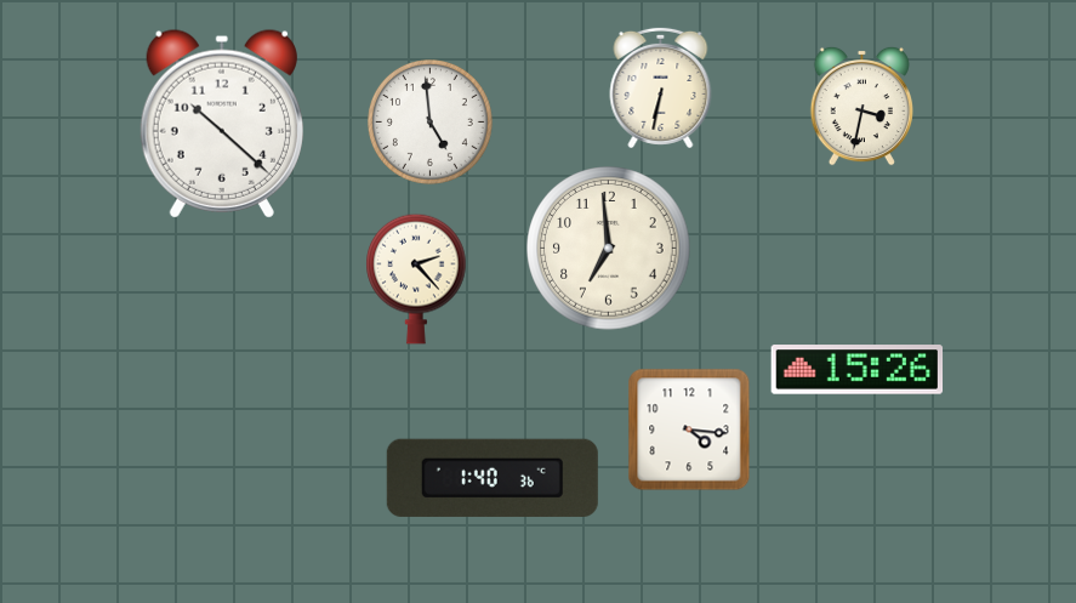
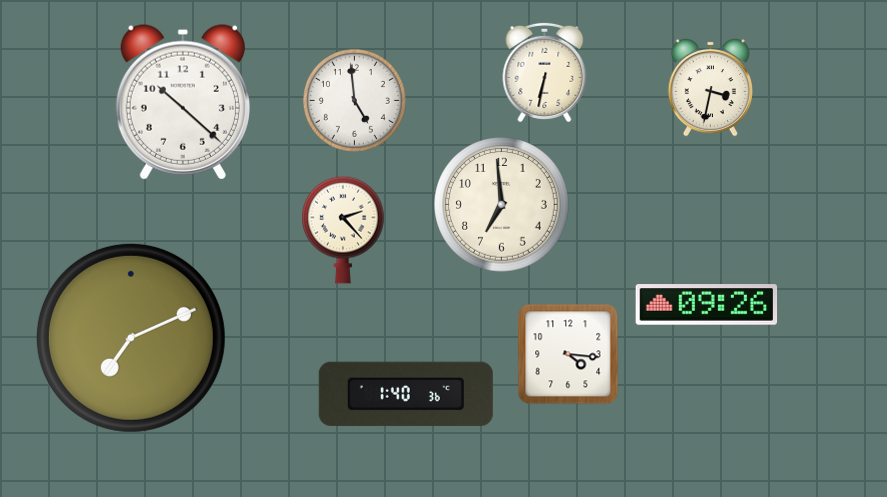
clock at (858, 370): 15:26 -> 09:26
clock at (131, 338): none -> 7:11
